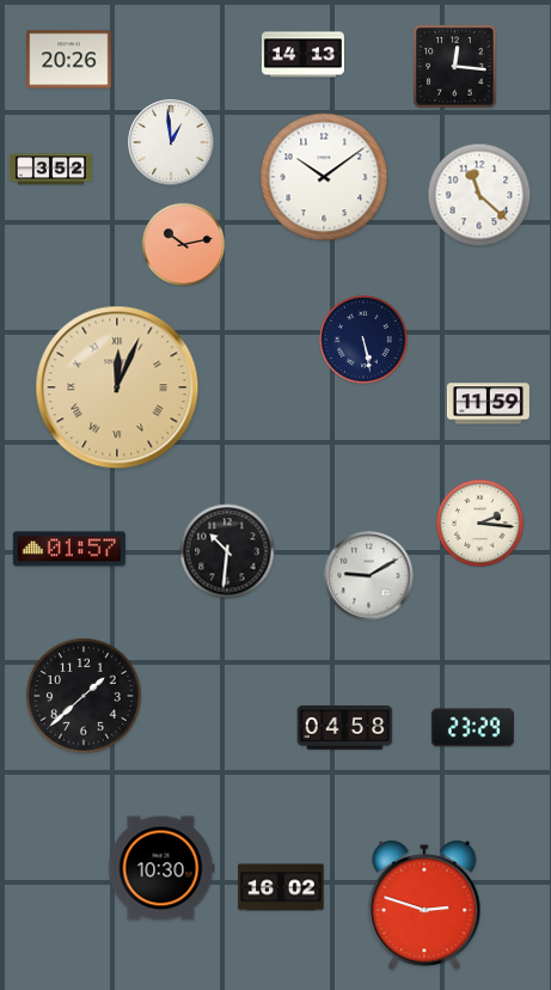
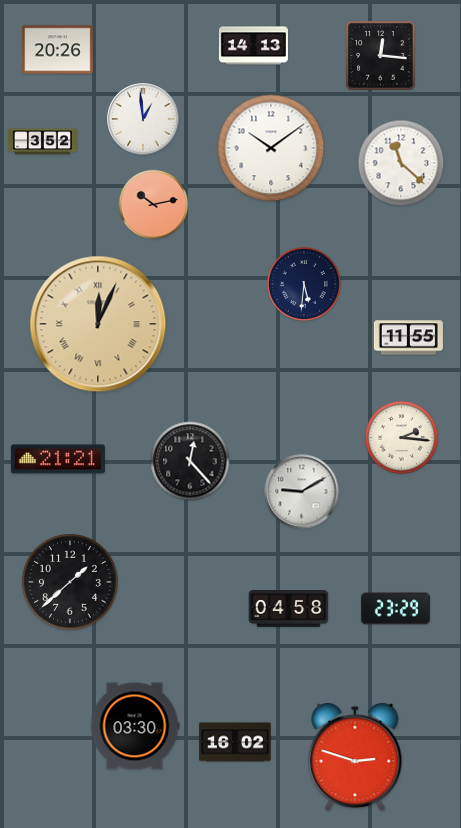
clock at (363, 340): 5:28 -> 5:31
clock at (488, 404): 11:59 -> 11:55
clock at (69, 549): 01:57 -> 21:21
clock at (227, 551): 10:31 -> 12:23
clock at (369, 576) position: (369, 576) -> (302, 492)
clock at (161, 868): 10:30 -> 03:30
